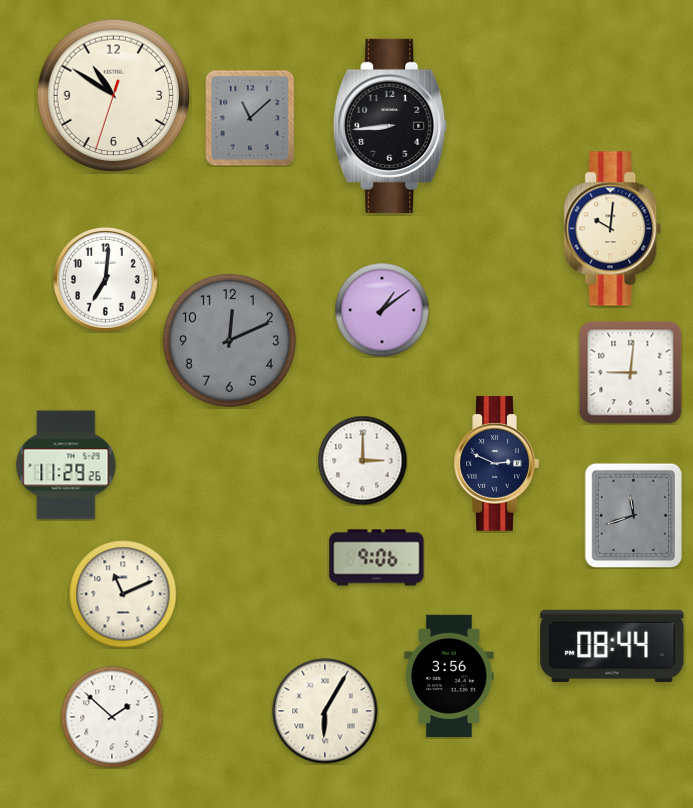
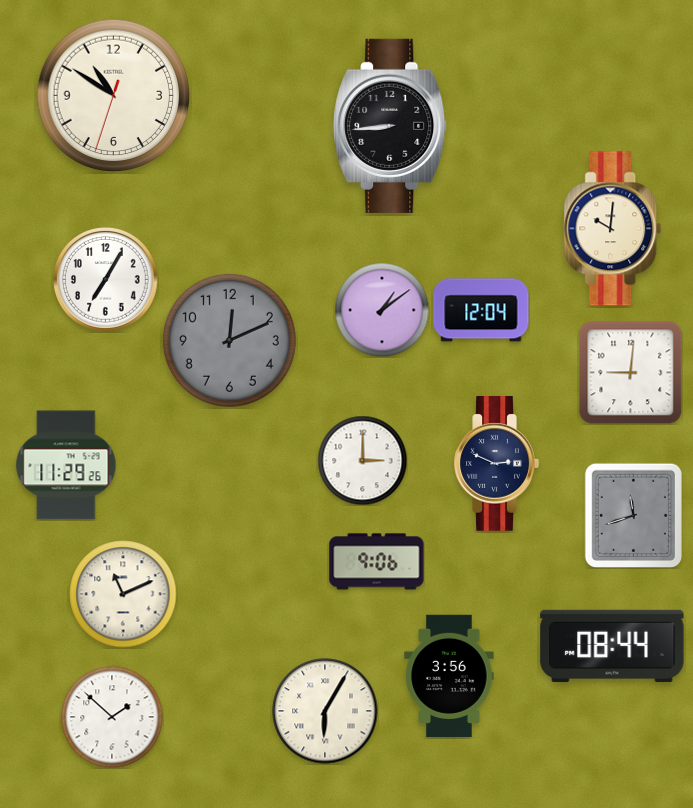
clock at (250, 118): 11:08 -> none
clock at (106, 280): 7:01 -> 7:05
clock at (481, 310): none -> 12:04
clock at (377, 558) position: (377, 558) -> (377, 562)
